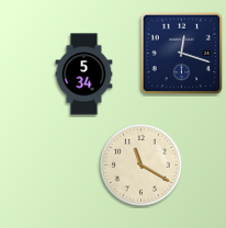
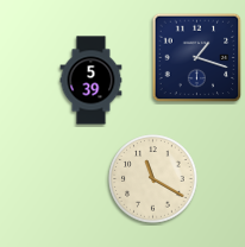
clock at (182, 54): 12:18 -> 1:18
clock at (84, 75): 5:34 -> 5:39
